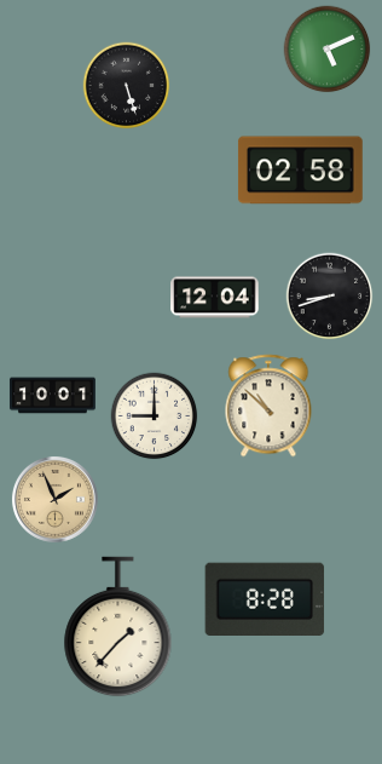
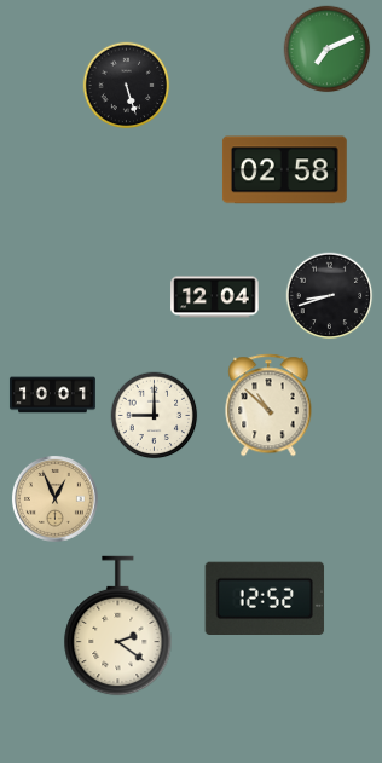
clock at (328, 50): 5:11 -> 7:11
clock at (300, 171) position: (300, 171) -> (284, 170)
clock at (54, 499): 1:56 -> 12:56
clock at (265, 599): 8:28 -> 12:52
clock at (118, 627): 1:37 -> 2:21
